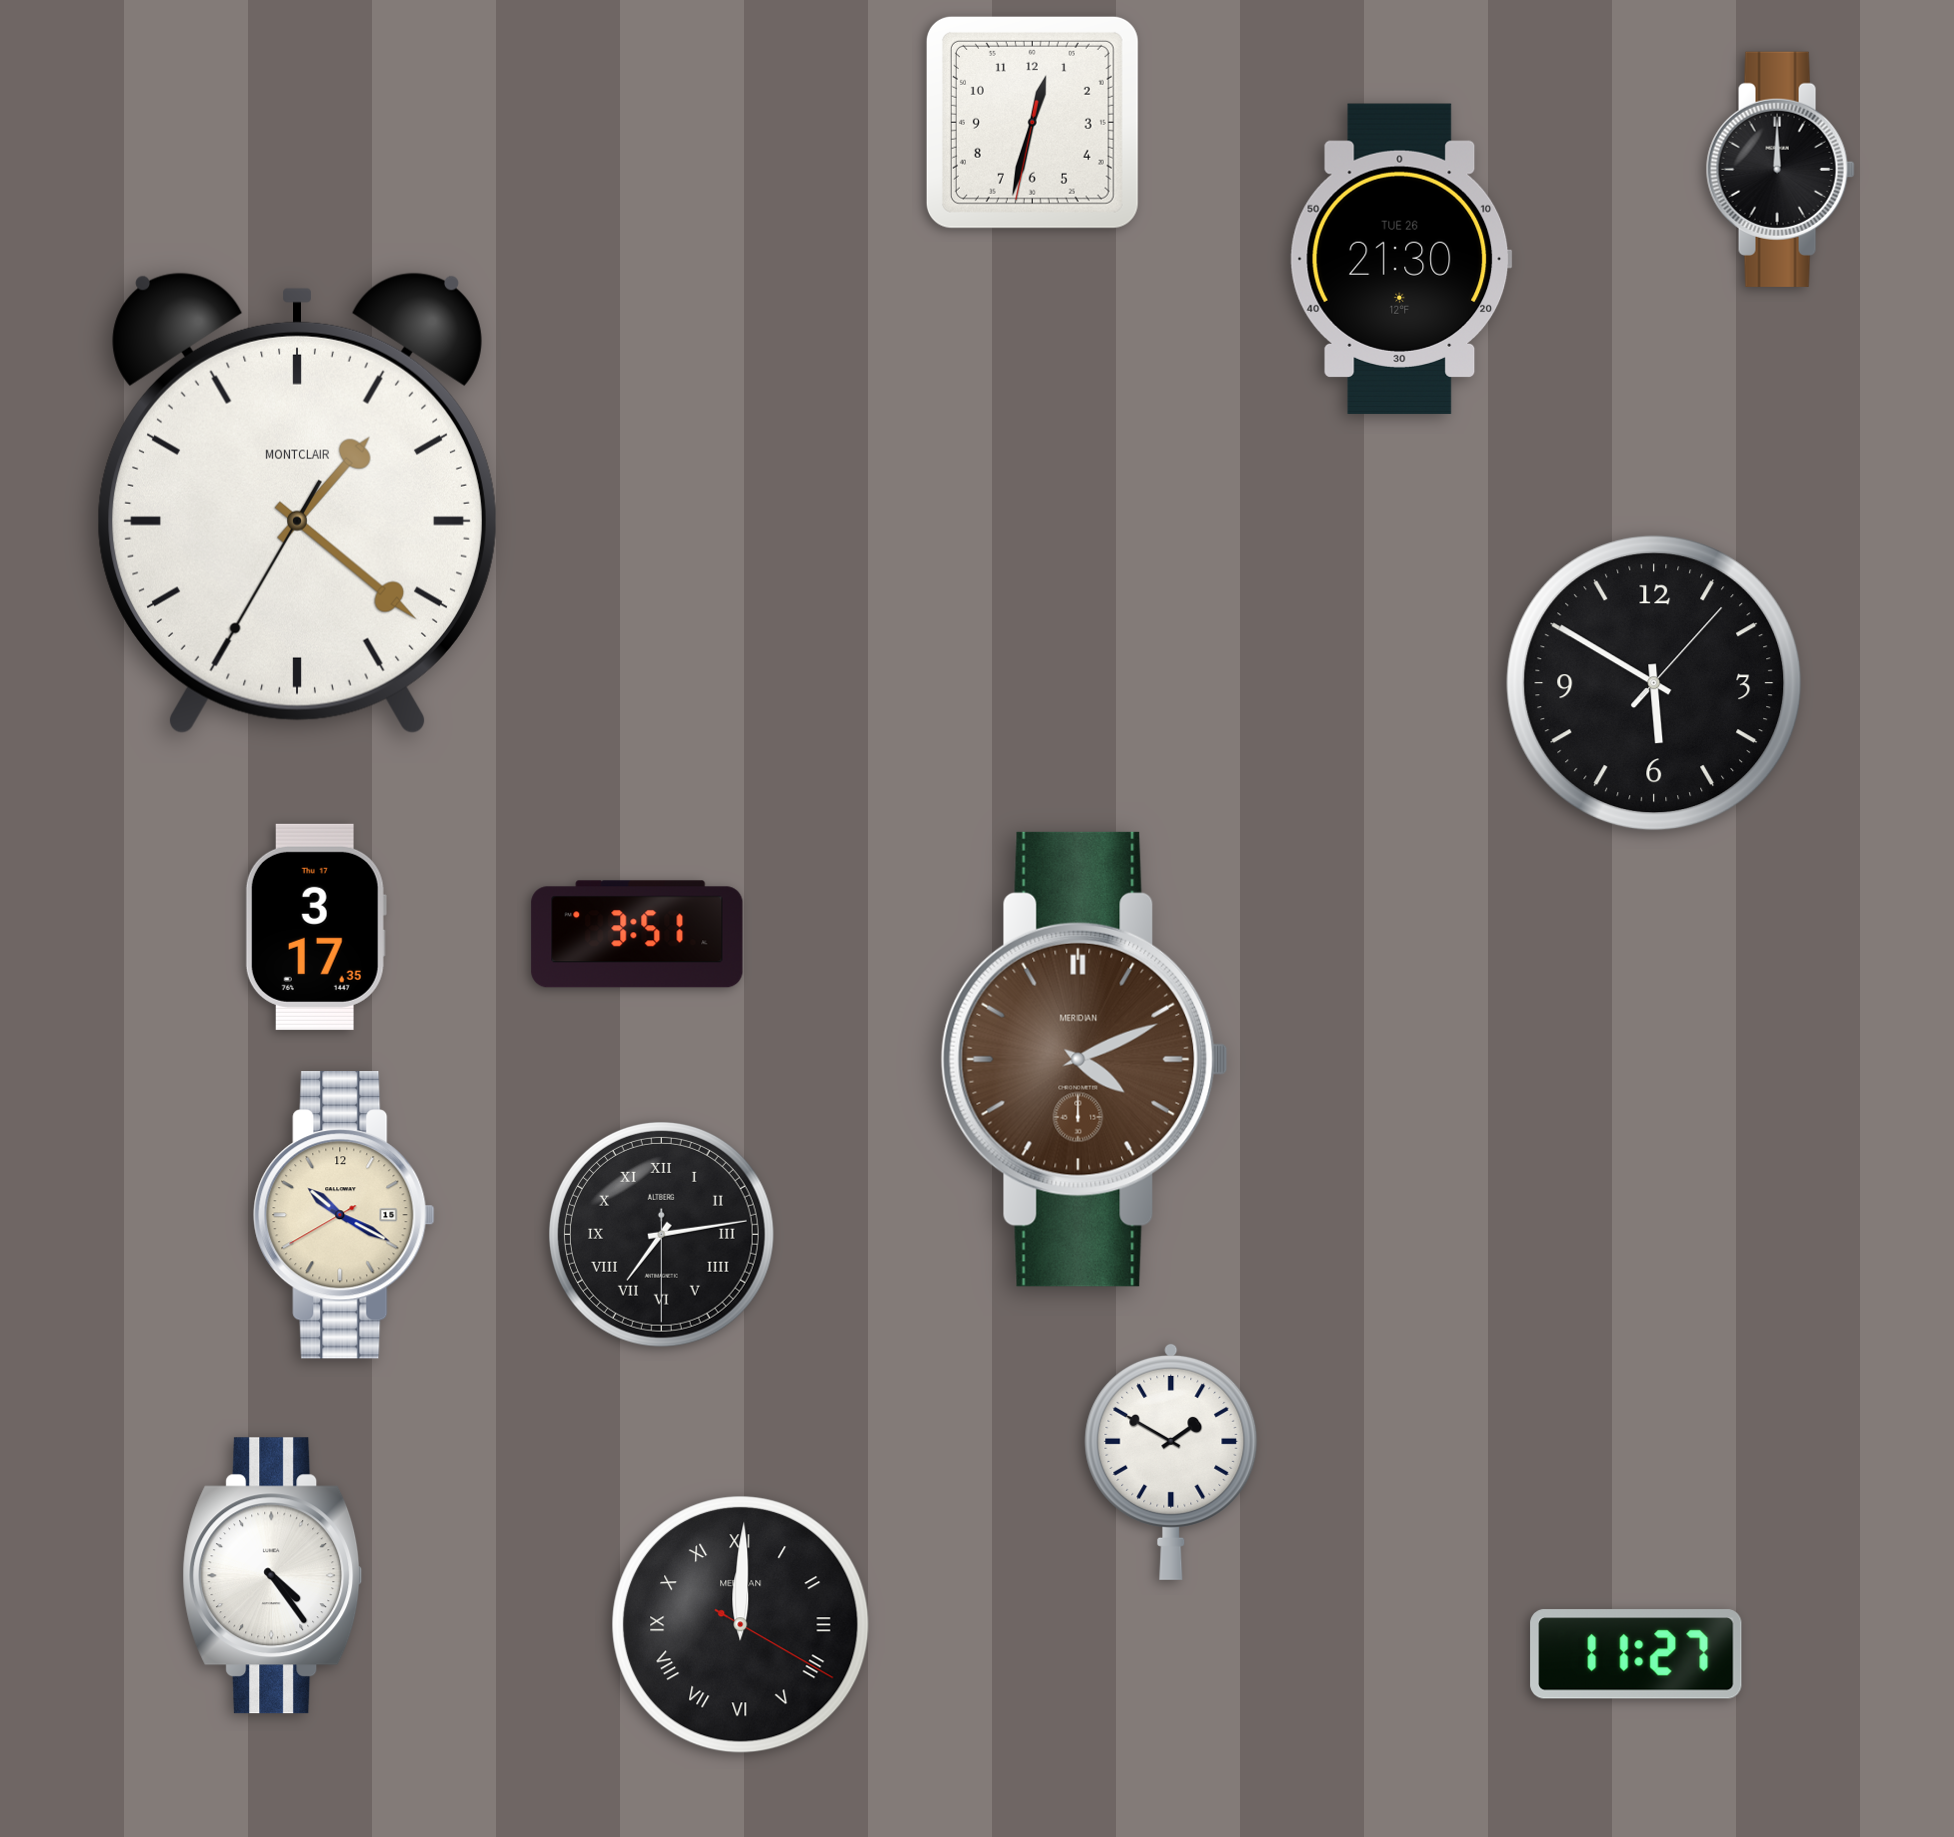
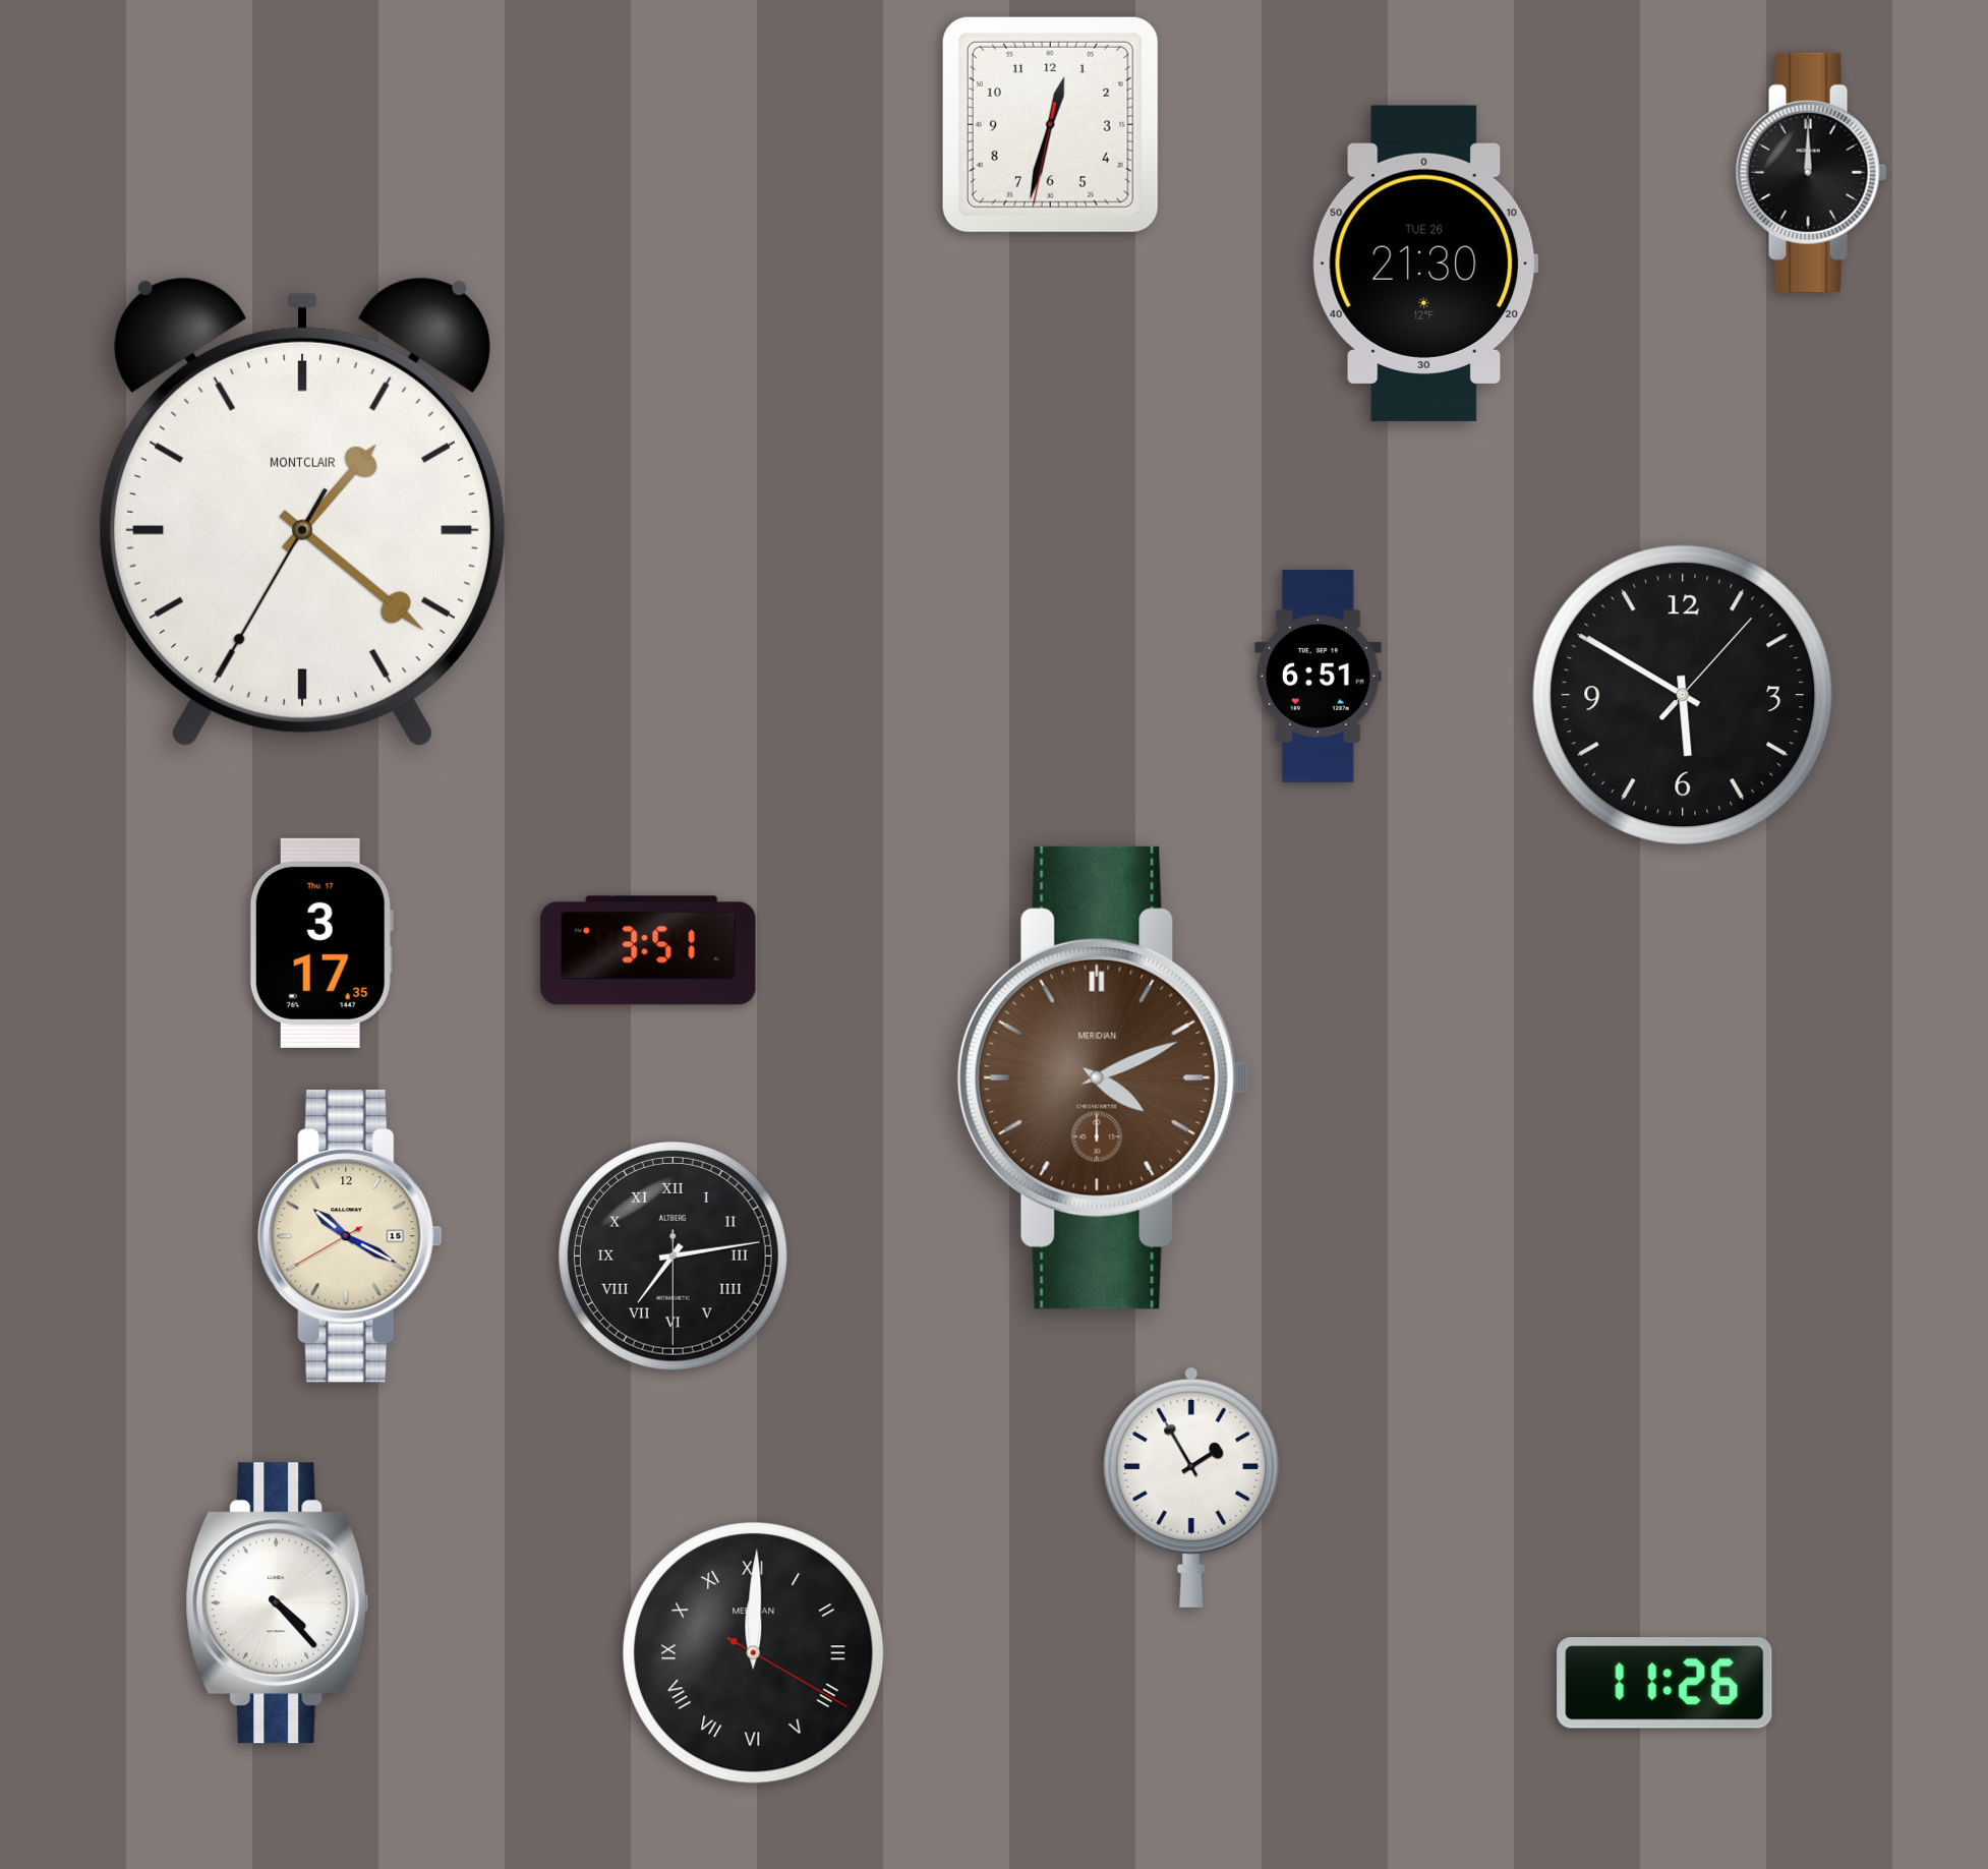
clock at (1319, 677): none -> 6:51
clock at (1171, 1461): 1:50 -> 1:55
clock at (273, 1576): 4:24 -> 4:23
clock at (1636, 1654): 11:27 -> 11:26
